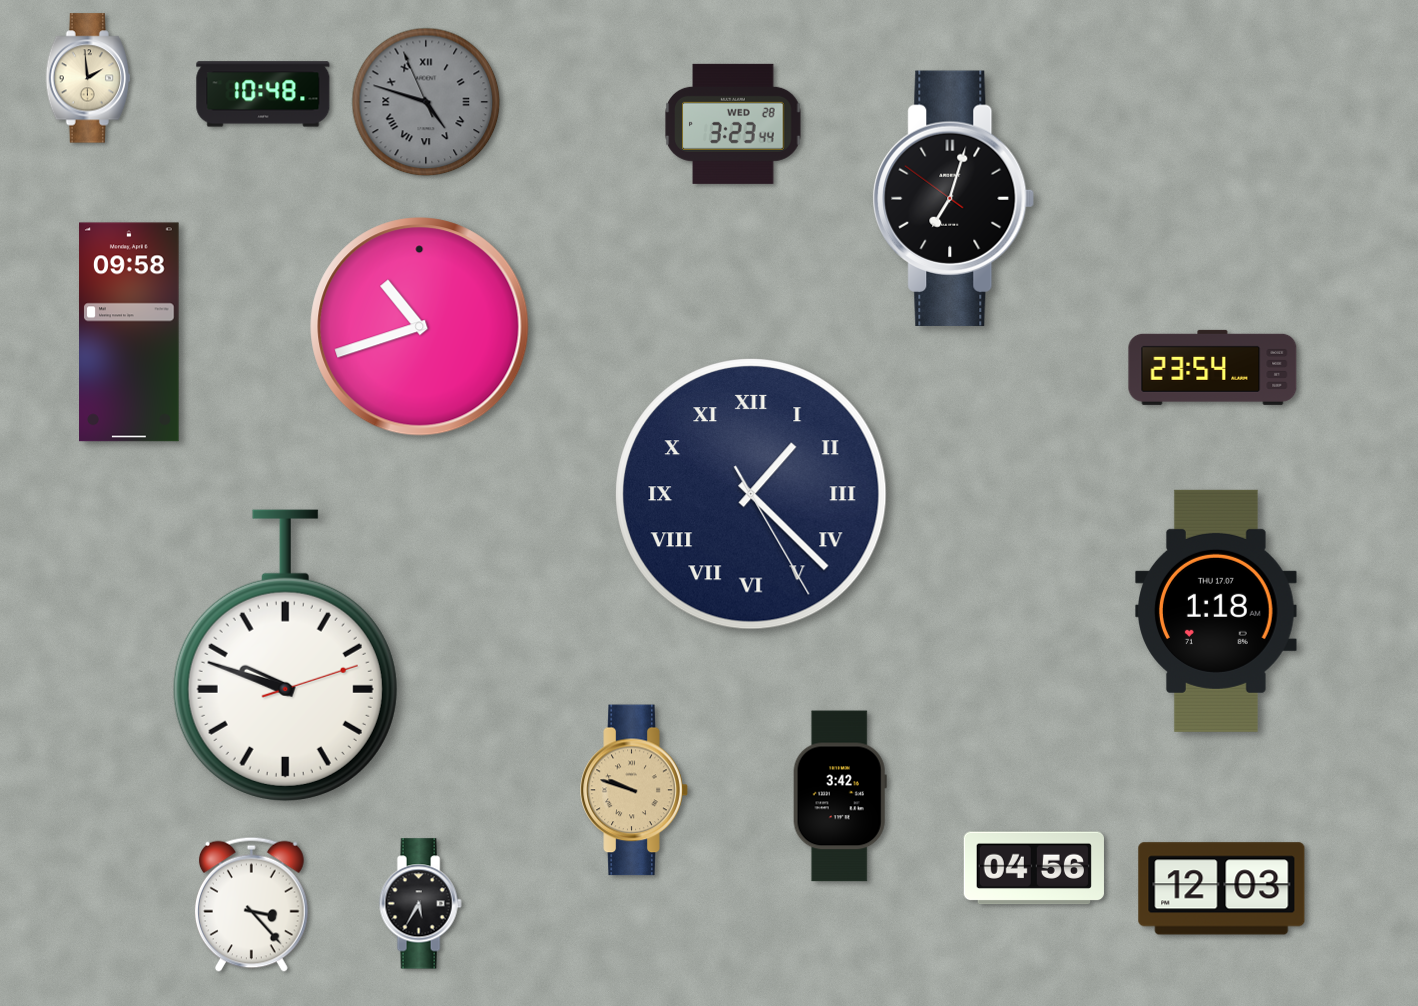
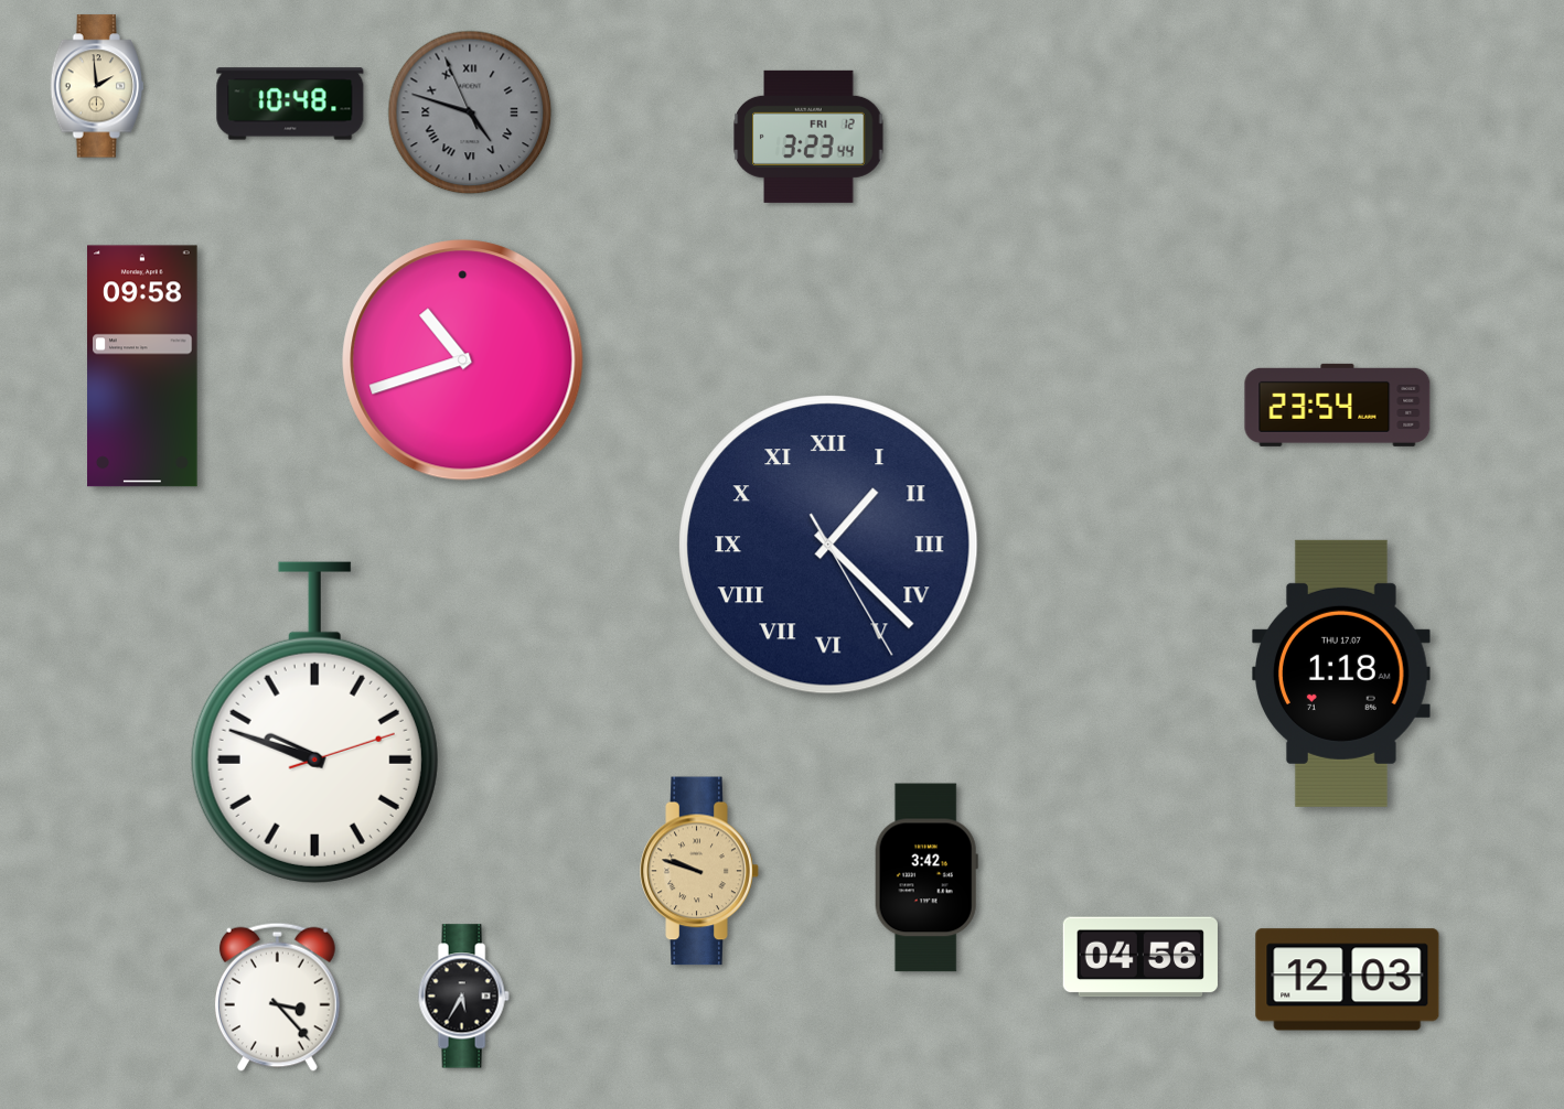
clock at (733, 124) date: WED 28 -> FRI 12
clock at (954, 198): 7:02 -> none
